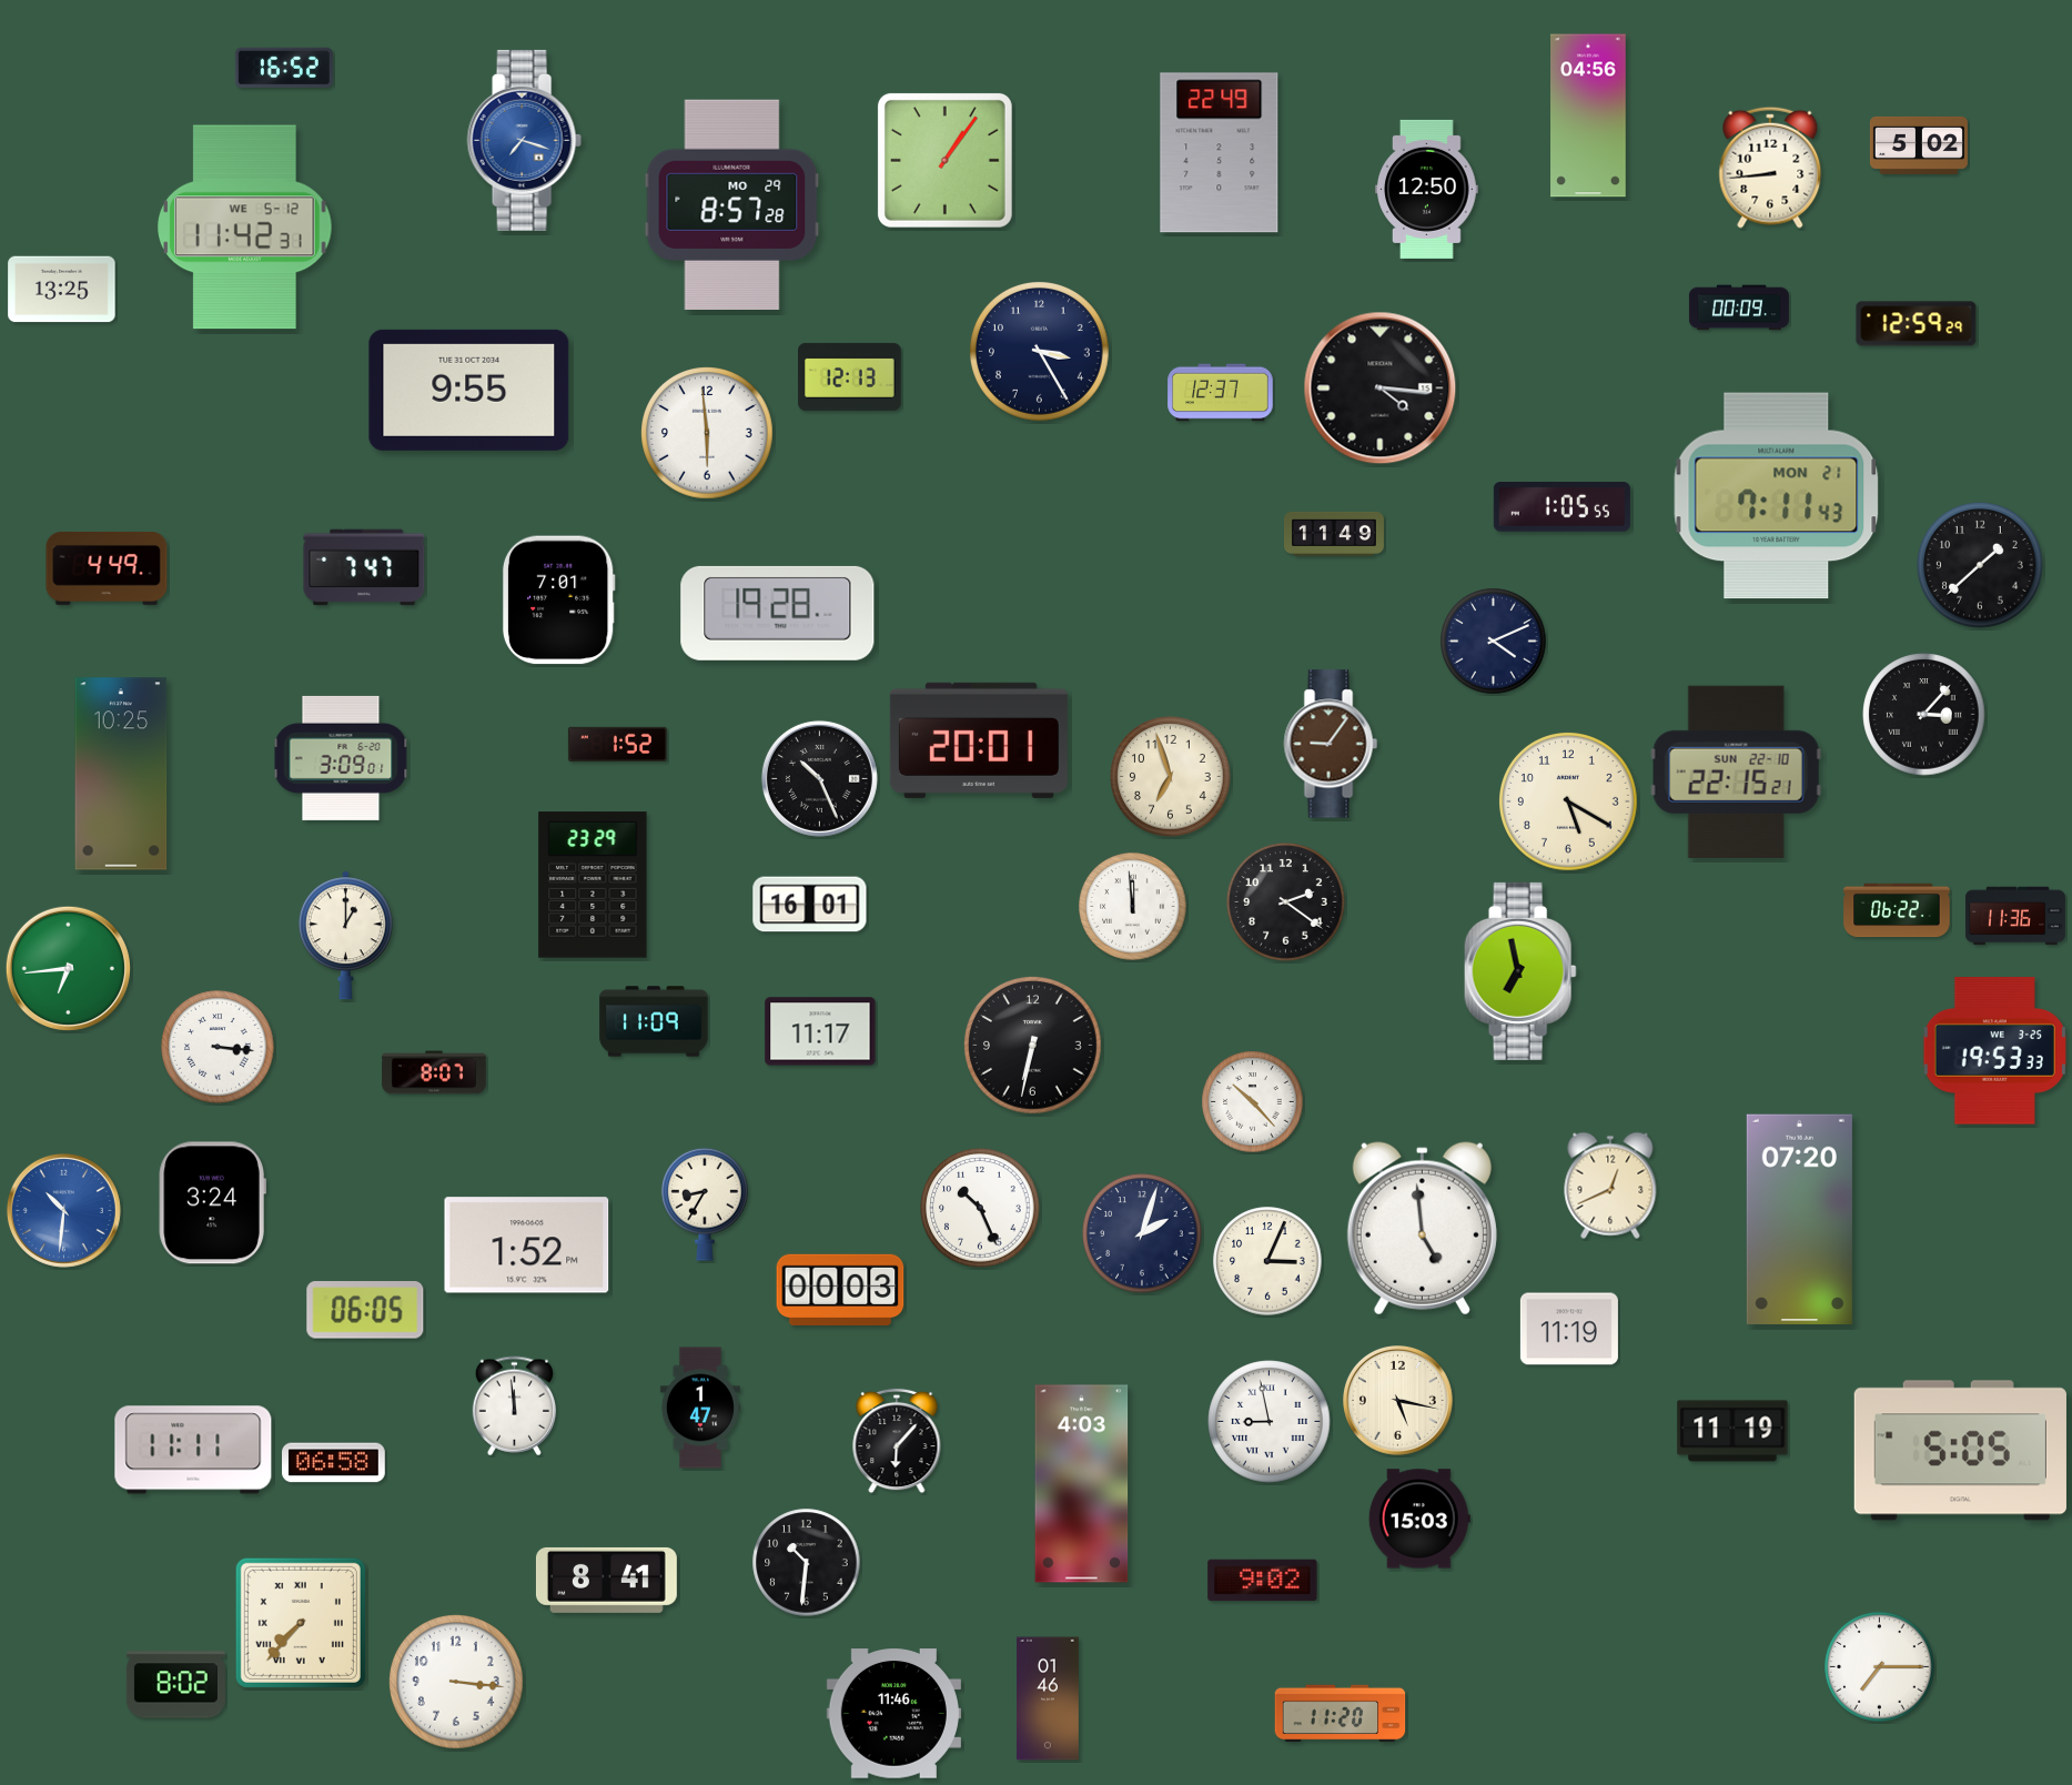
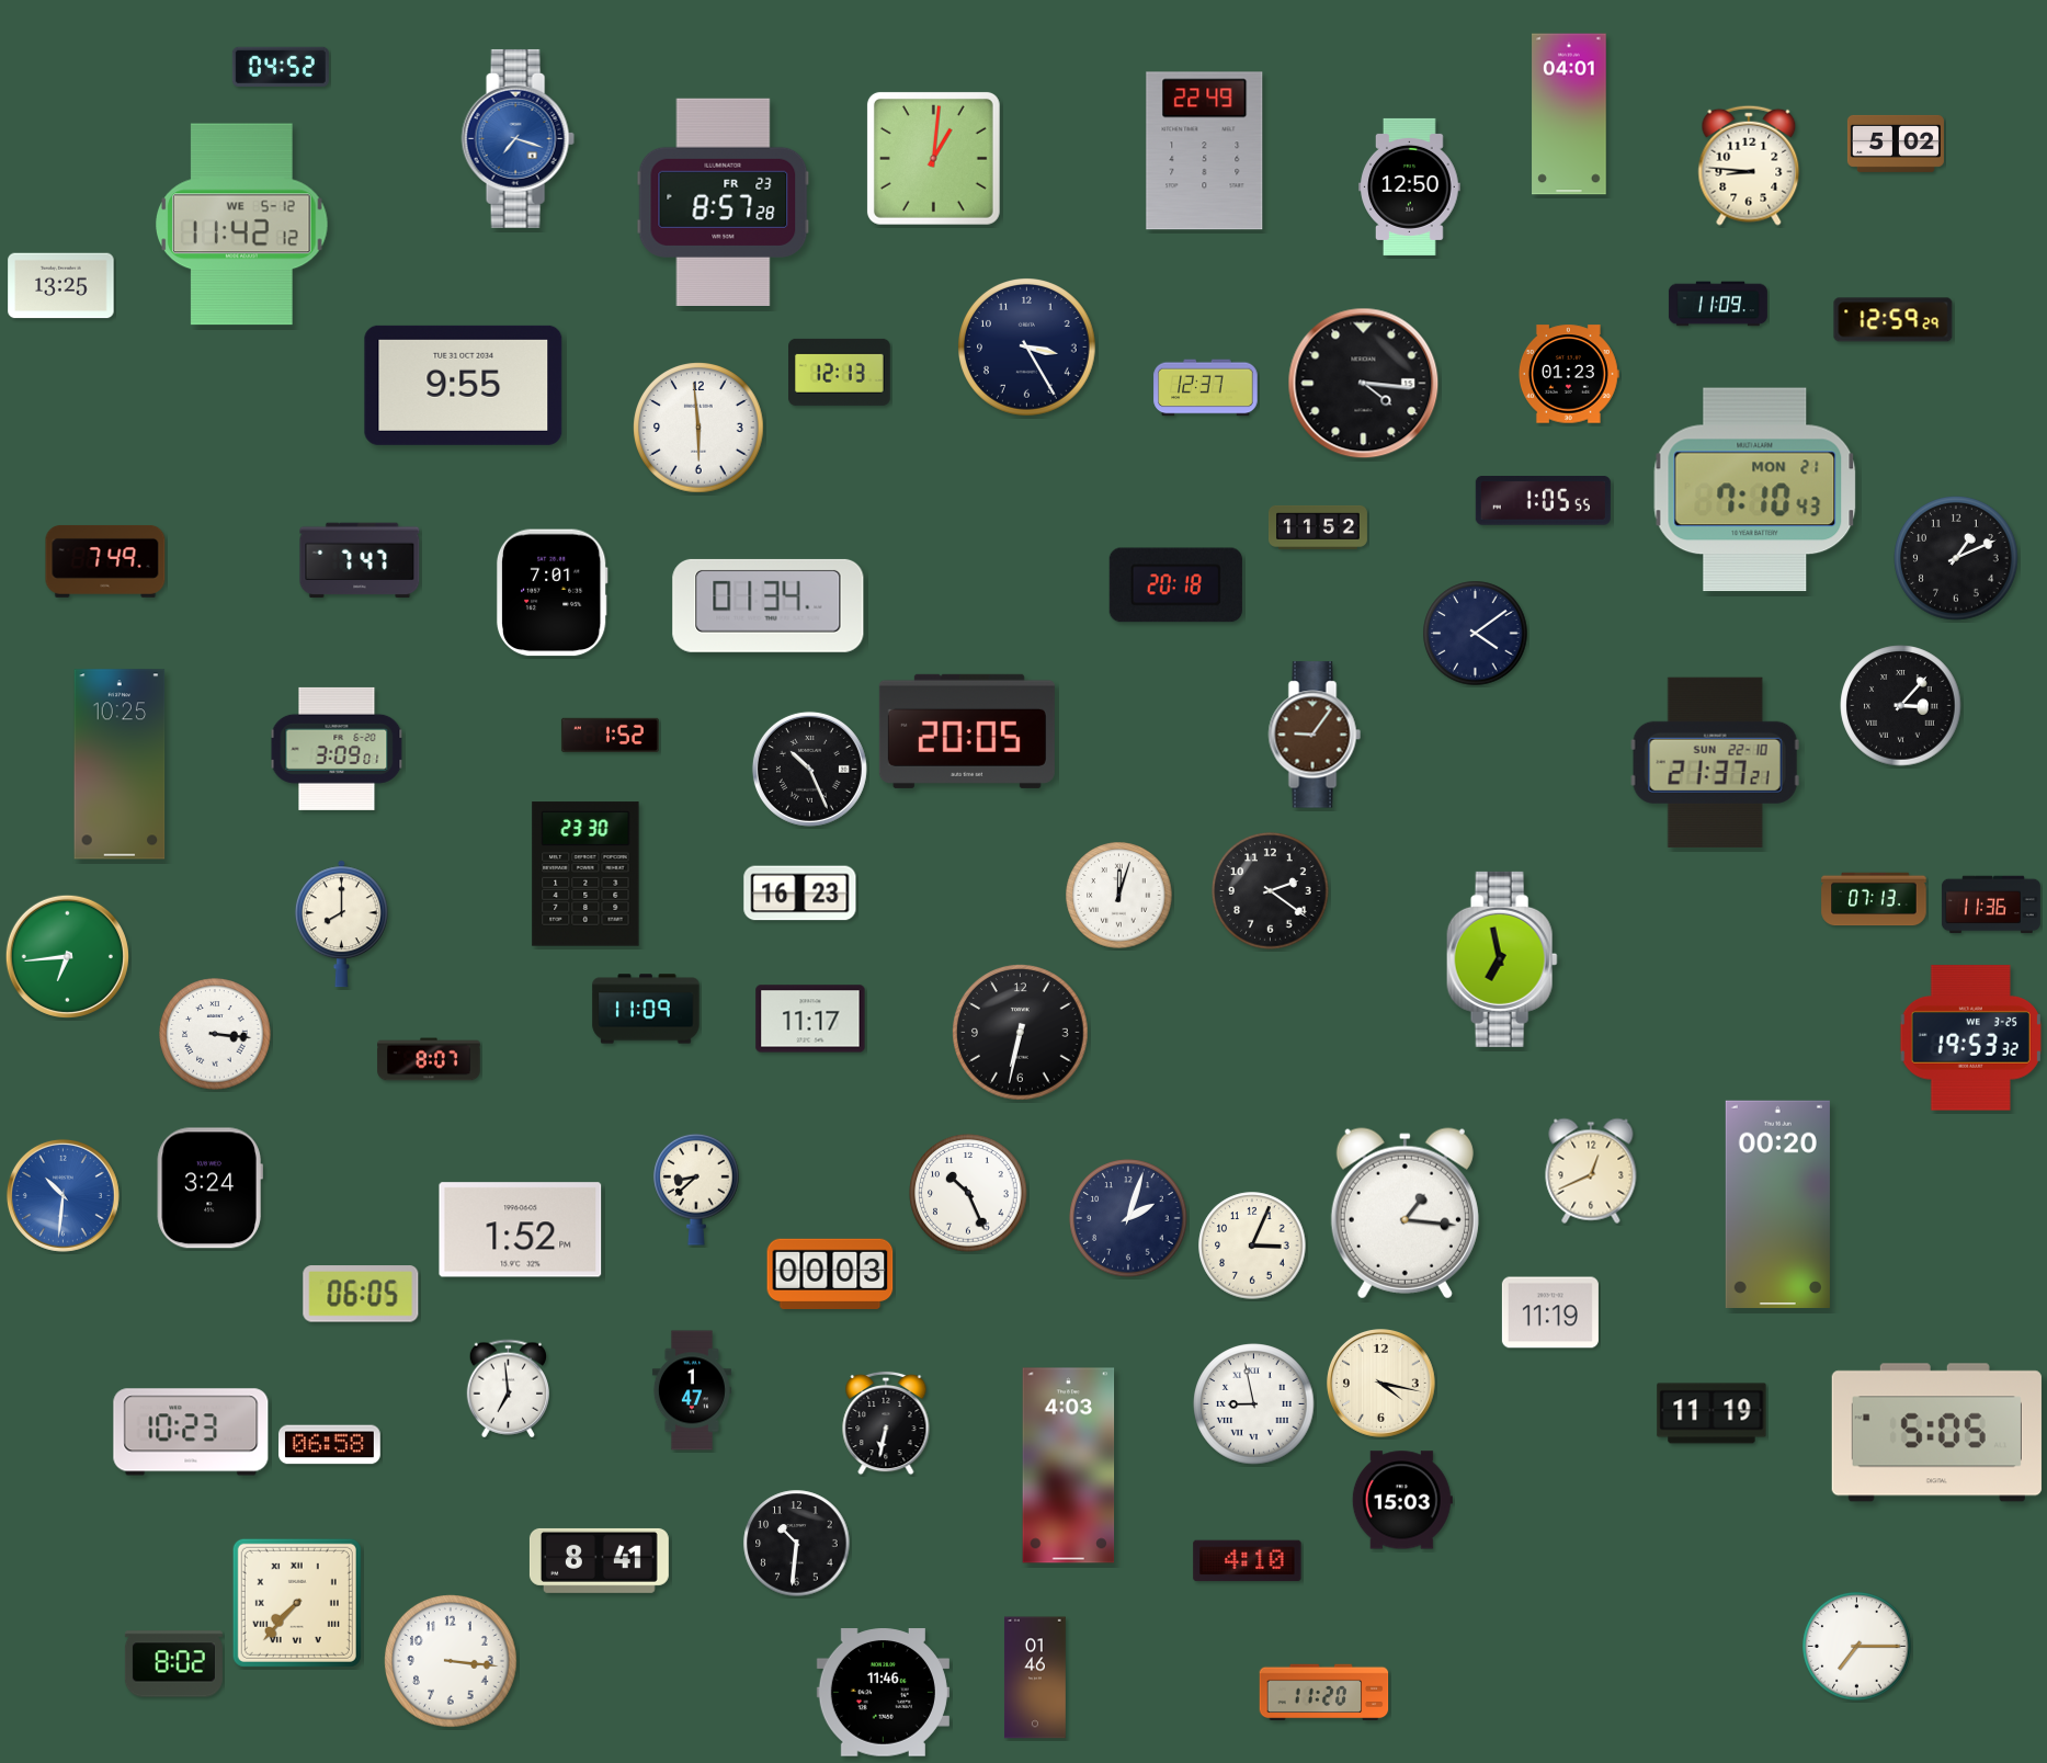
clock at (284, 68): 16:52 -> 04:52
clock at (1588, 115): 04:56 -> 04:01
clock at (944, 160): 1:06 -> 1:01
clock at (1770, 168): 8:44 -> 8:46
clock at (732, 204) date: MO 29 -> FR 23
clock at (245, 228): 11:42:31 -> 11:42:12
clock at (1739, 307): 00:09 -> 11:09
clock at (1569, 374): none -> 01:23
clock at (1777, 496): 7:11 -> 7:10
clock at (1334, 534): 11:49 -> 11:52
clock at (1980, 565): 1:38 -> 1:11
clock at (107, 568): 4:49 -> 7:49
clock at (1175, 585): none -> 20:18
clock at (778, 613): 19:28 -> 01:34
clock at (1494, 642): 4:11 -> 4:09
clock at (979, 740): 20:01 -> 20:05
clock at (1736, 772): 22:15 -> 21:37
clock at (1171, 777): 6:57 -> none
clock at (1569, 803): 5:20 -> none
clock at (593, 885): 23:29 -> 23:30
clock at (810, 905): 16:01 -> 16:23
clock at (1133, 907): 11:59 -> 12:03
clock at (1897, 910): 06:22 -> 07:13
clock at (345, 936): 1:00 -> 8:00
clock at (1994, 1051): 19:53:33 -> 19:53:32
clock at (1253, 1102): 10:23 -> none
clock at (705, 1204): 8:35 -> 8:38
clock at (1799, 1219): 07:20 -> 00:20
clock at (1422, 1229): 4:59 -> 1:16
clock at (1398, 1401): 5:17 -> 4:17
clock at (514, 1406): 11:59 -> 6:59
clock at (897, 1441): 6:07 -> 6:32
clock at (193, 1450): 11:11 -> 10:23
clock at (1263, 1581): 9:02 -> 4:10
